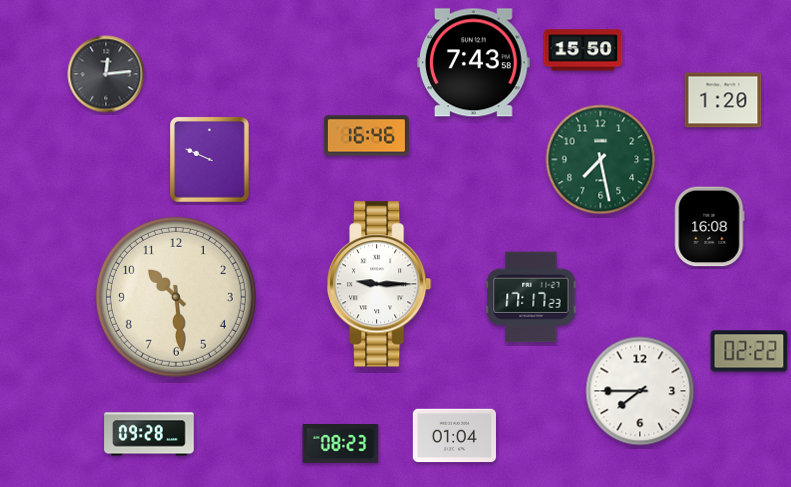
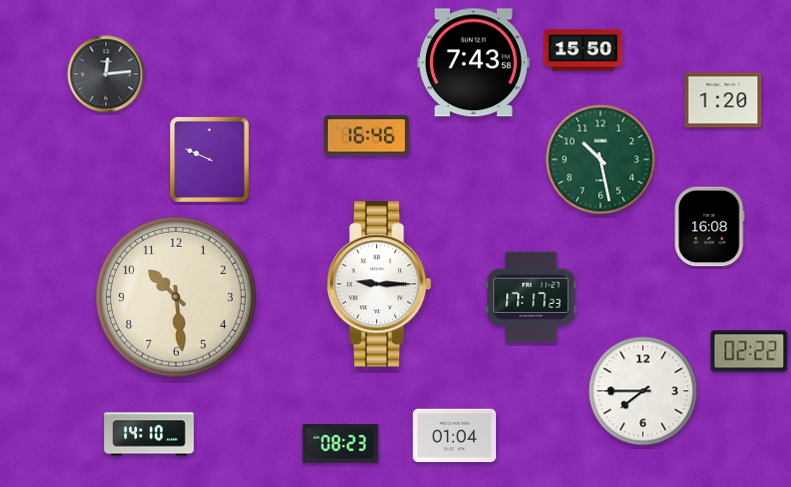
clock at (601, 160): 7:28 -> 10:28
clock at (640, 391) position: (640, 391) -> (643, 391)
clock at (149, 434): 09:28 -> 14:10
